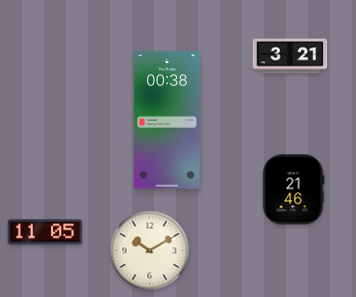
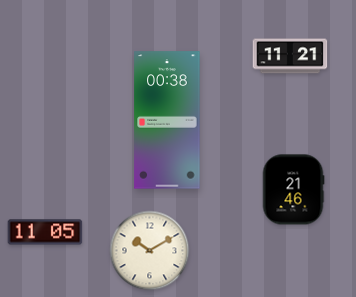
clock at (290, 56): 3:21 -> 11:21
